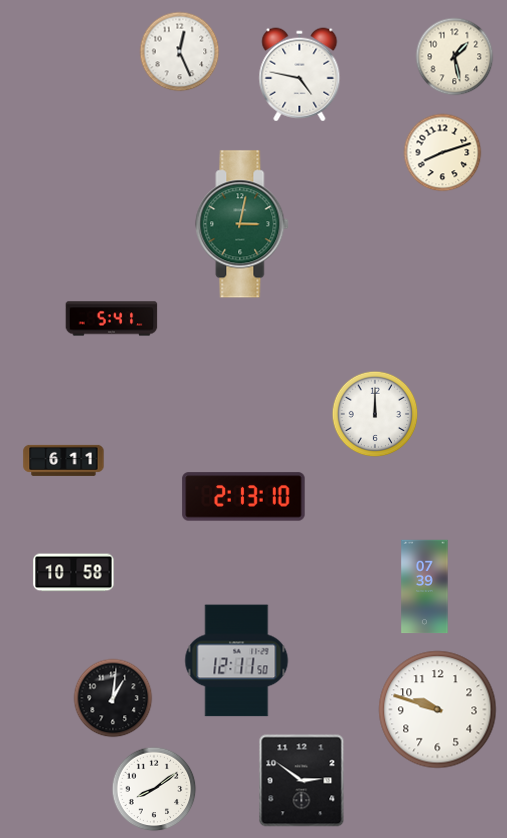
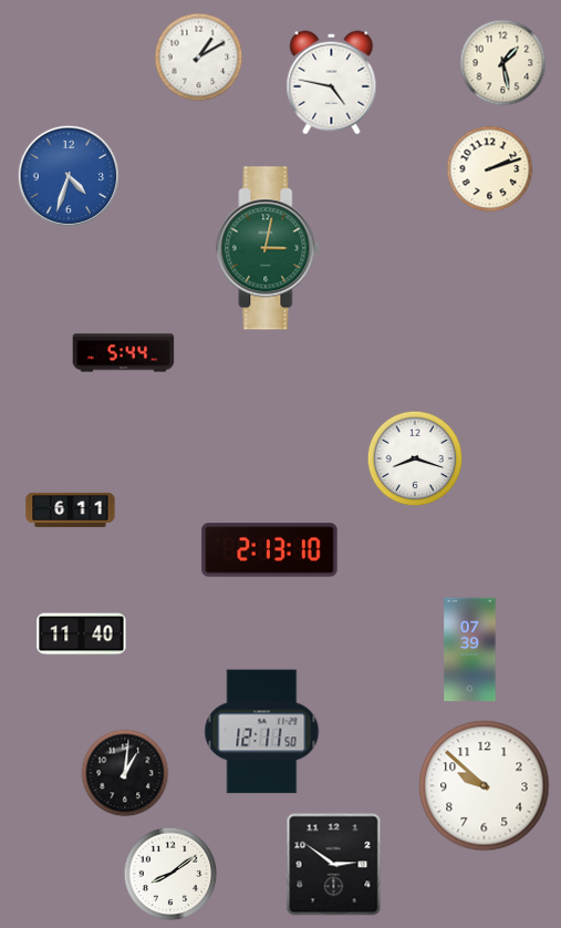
clock at (180, 52): 12:26 -> 1:10
clock at (443, 153): 8:12 -> 2:12
clock at (67, 175): none -> 4:33
clock at (112, 319): 5:41 -> 5:44
clock at (375, 414): 12:00 -> 8:18
clock at (74, 573): 10:58 -> 11:40
clock at (438, 710): 9:48 -> 9:52
